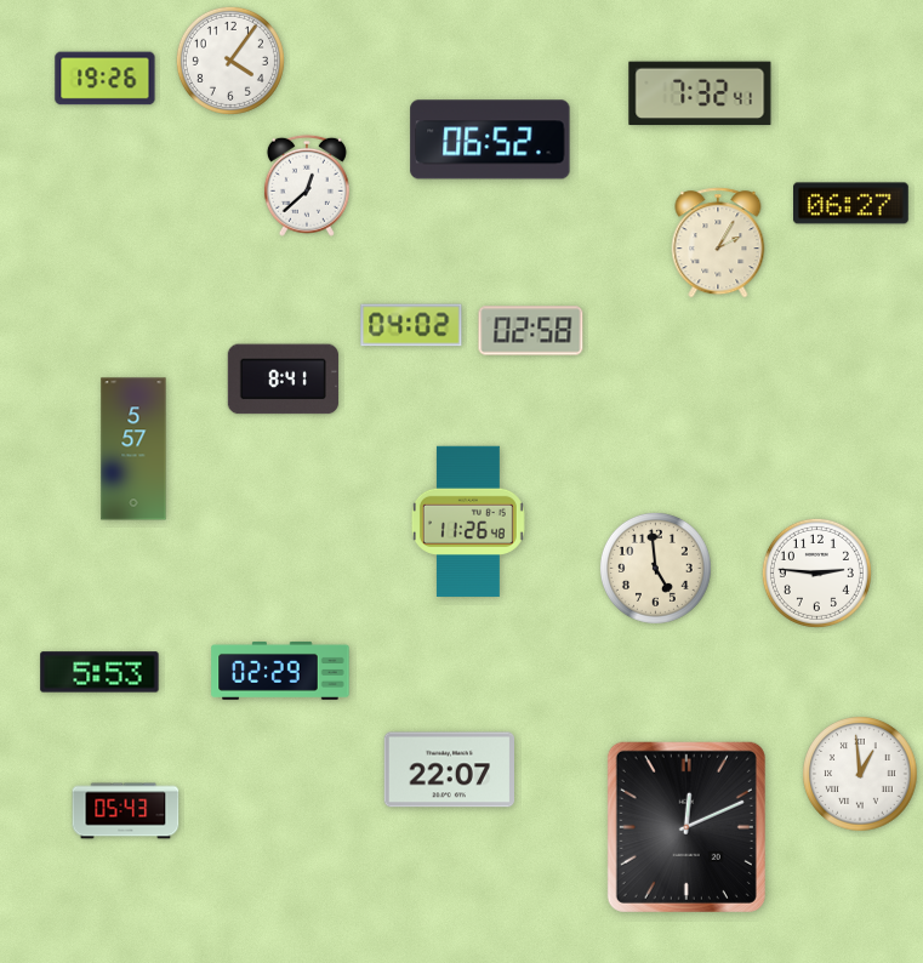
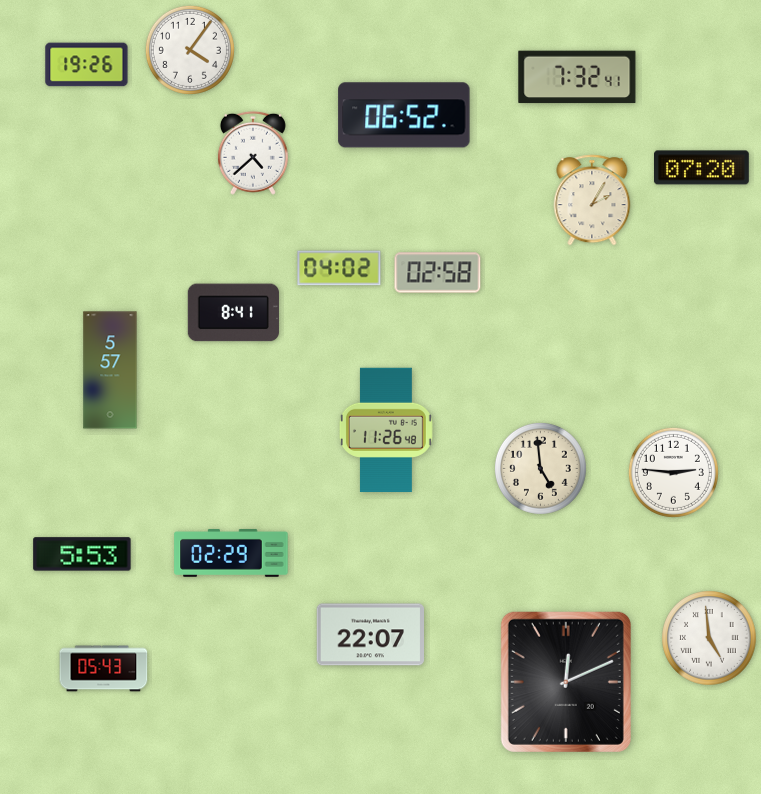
clock at (307, 186): 12:38 -> 4:38
clock at (851, 204): 06:27 -> 07:20
clock at (860, 774): 12:59 -> 4:59
